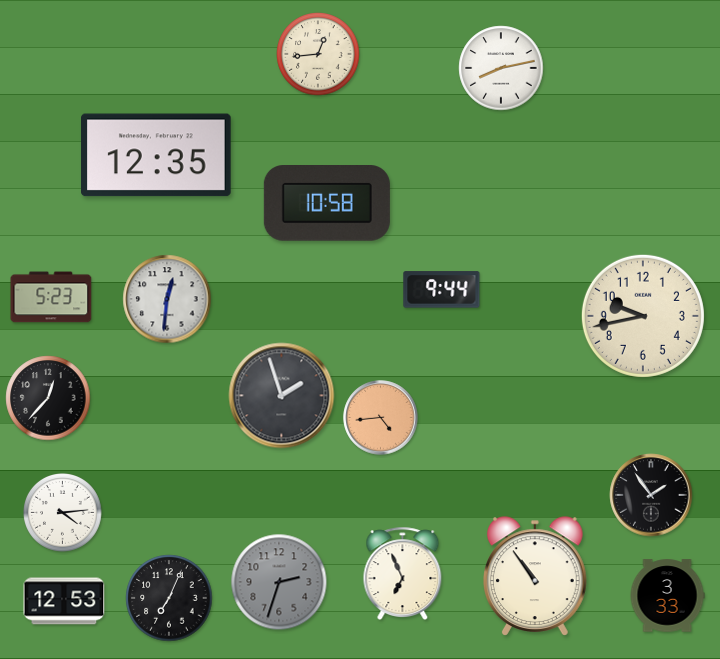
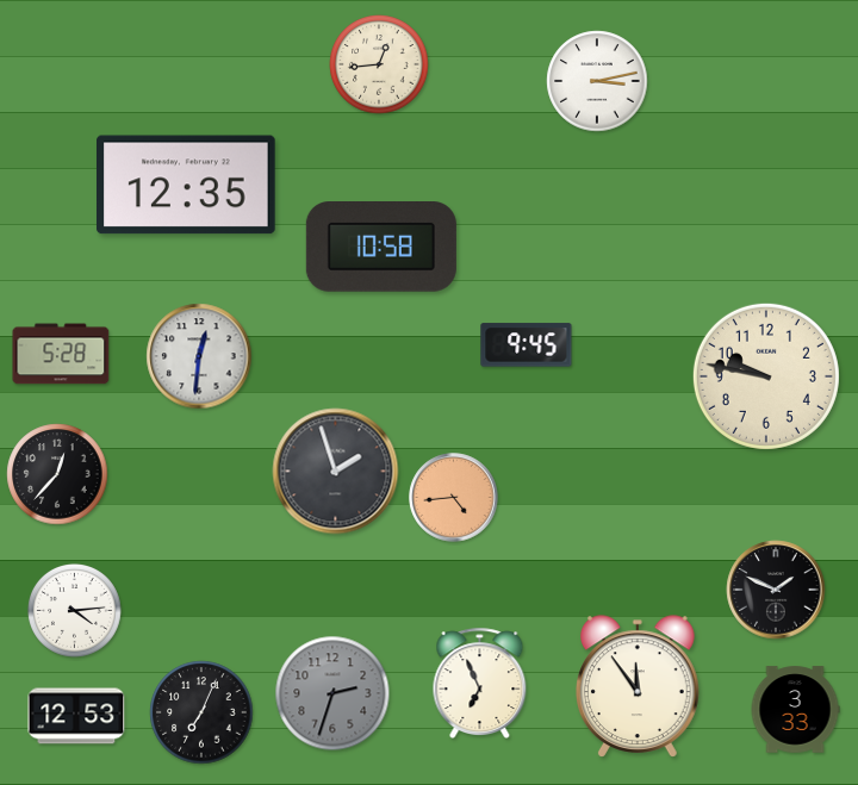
clock at (501, 68): 8:13 -> 3:13
clock at (327, 204) position: (327, 204) -> (381, 248)
clock at (442, 290): 9:44 -> 9:45
clock at (51, 297): 5:23 -> 5:28
clock at (643, 316): 9:43 -> 9:47
clock at (651, 495): 1:54 -> 1:49
clock at (536, 576): 10:54 -> 11:54
